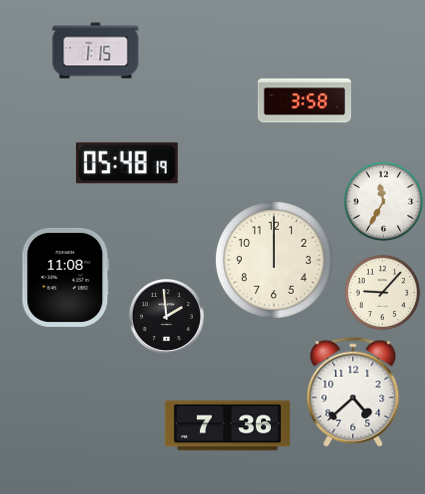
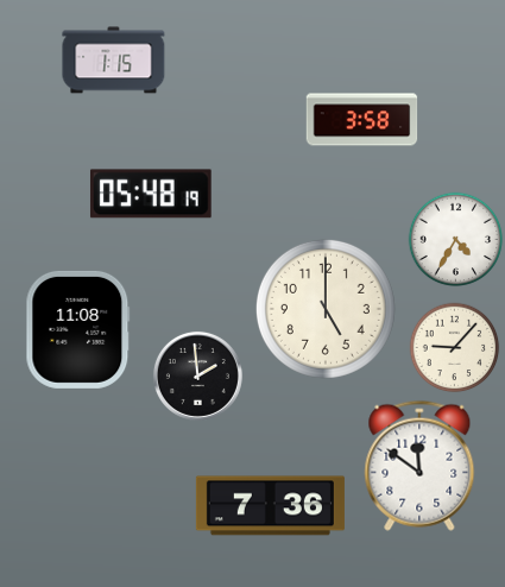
clock at (384, 202): 11:35 -> 4:35
clock at (274, 260): 12:00 -> 5:00
clock at (353, 392): 4:38 -> 11:51
